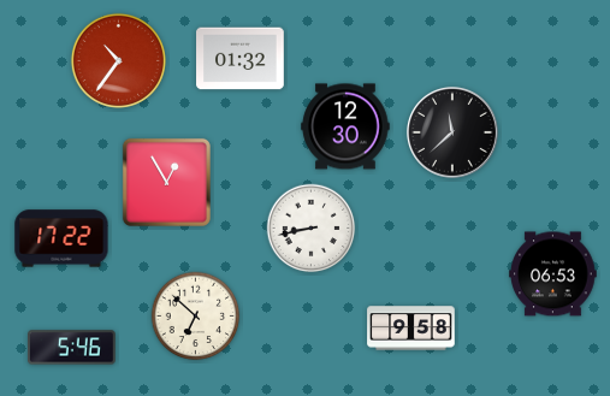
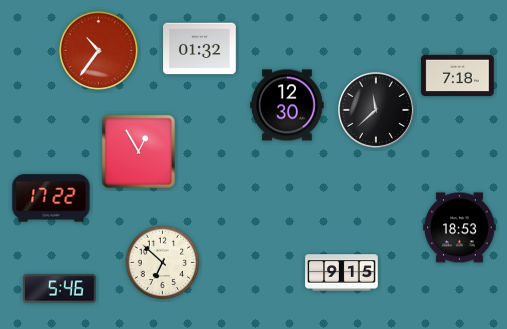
clock at (458, 76): none -> 7:18
clock at (312, 229): 8:43 -> none
clock at (553, 274): 06:53 -> 18:53
clock at (411, 329): 9:58 -> 9:15
